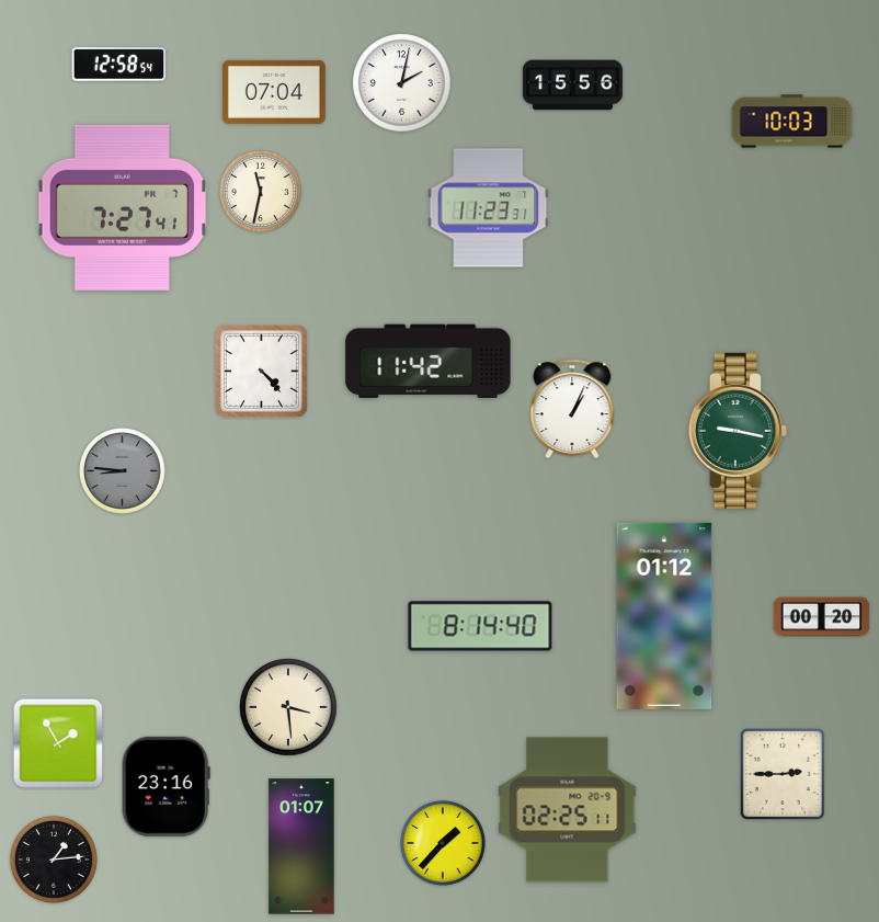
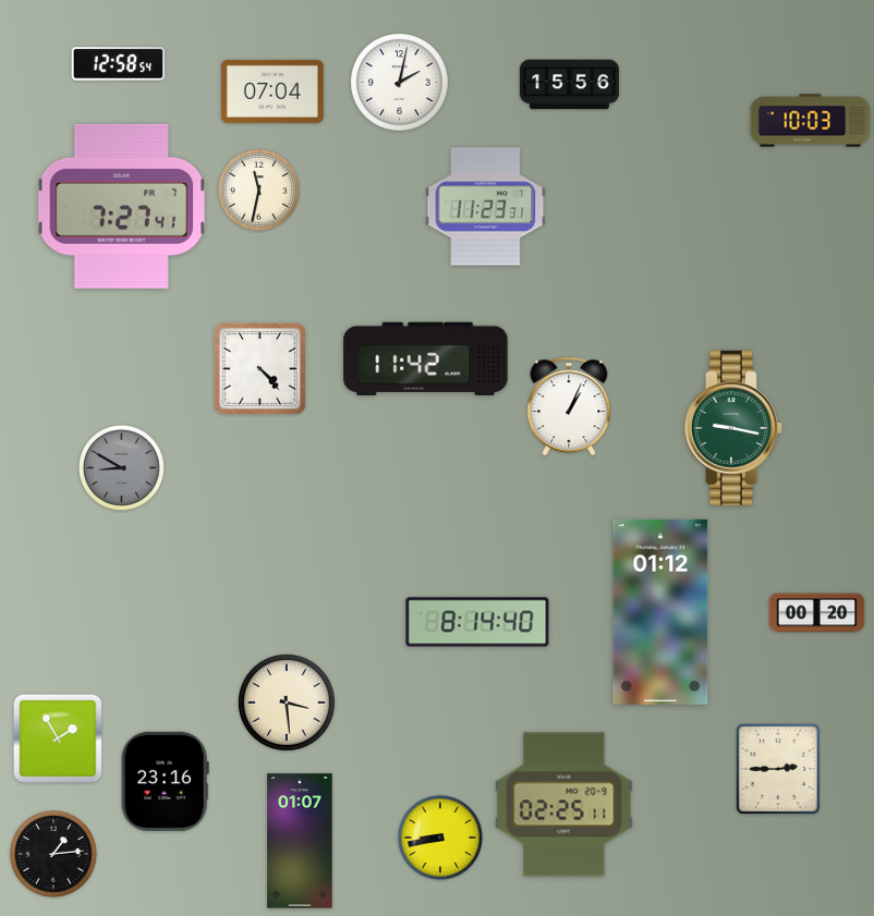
clock at (792, 122) position: (792, 122) -> (811, 121)
clock at (122, 470): 8:46 -> 8:50
clock at (443, 843): 1:37 -> 8:43
